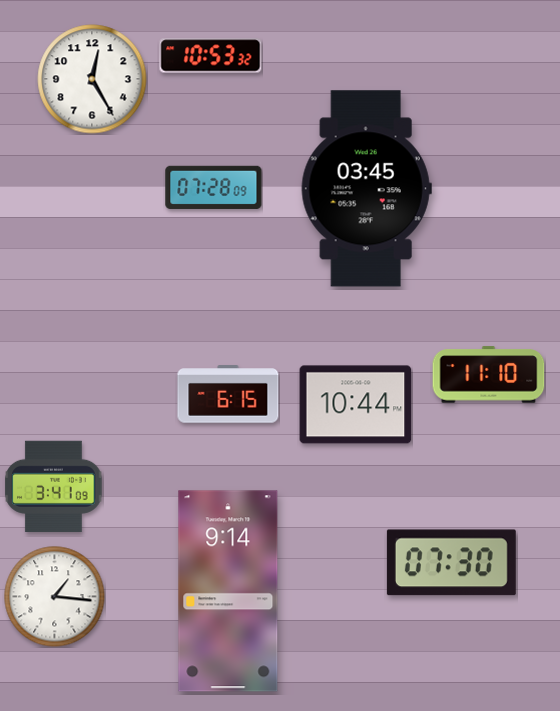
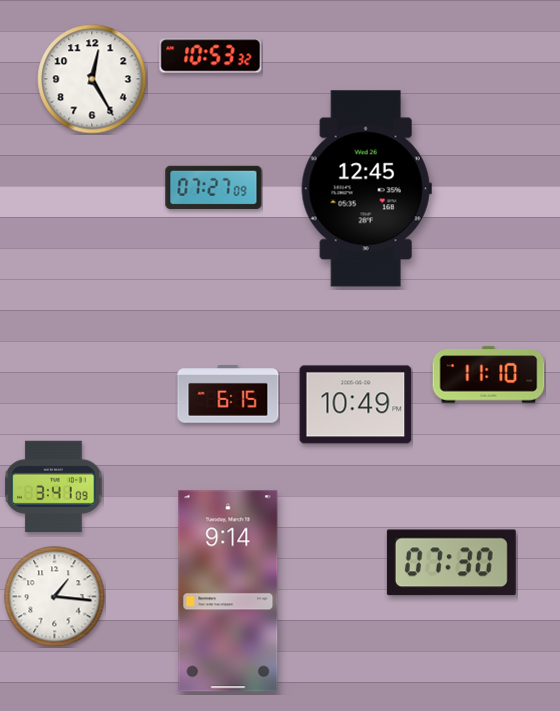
clock at (214, 187): 07:28 -> 07:27
clock at (366, 189): 03:45 -> 12:45
clock at (356, 405): 10:44 -> 10:49
